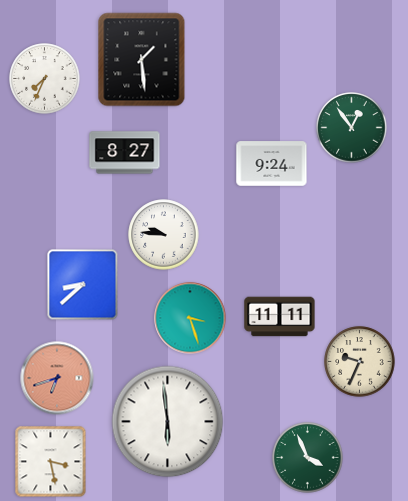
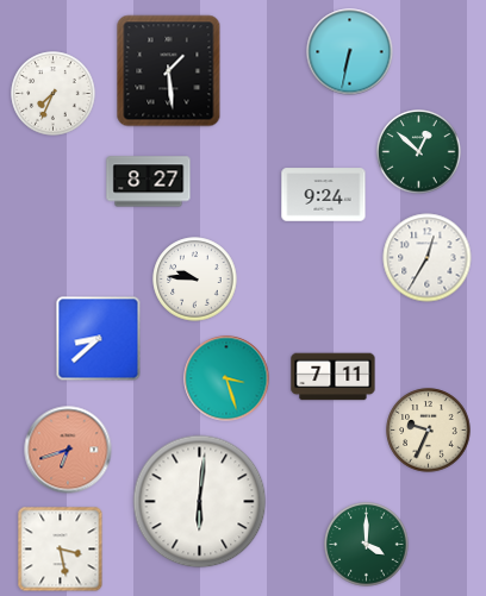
clock at (350, 52): none -> 6:32
clock at (352, 128): 12:54 -> 12:52
clock at (428, 258): none -> 12:35
clock at (280, 317): 11:11 -> 7:11
clock at (168, 422): 5:59 -> 6:01
clock at (308, 458): 3:56 -> 4:00
